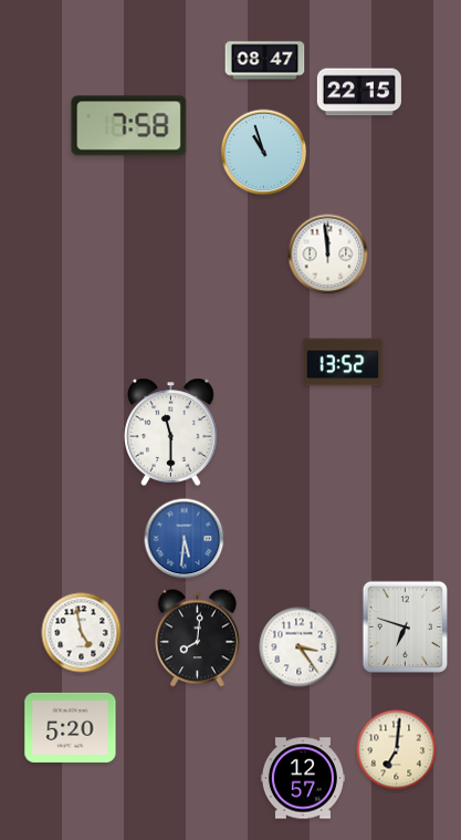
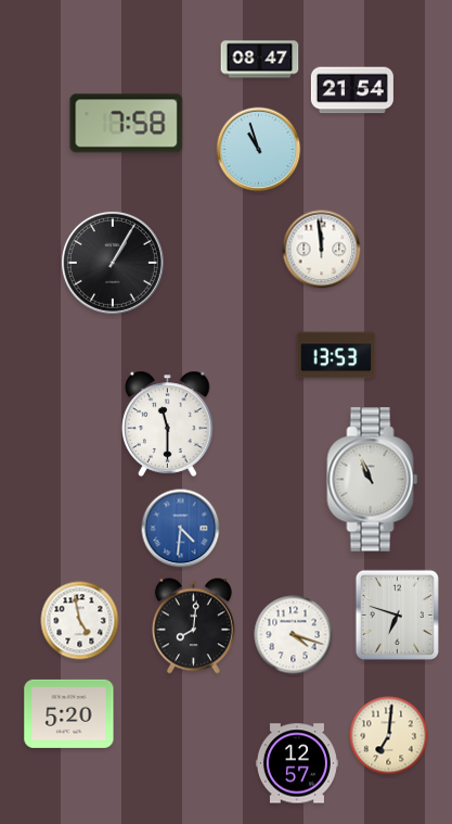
clock at (359, 92): 22:15 -> 21:54
clock at (113, 263): none -> 1:05
clock at (343, 362): 13:52 -> 13:53
clock at (373, 480): none -> 10:56
clock at (185, 539): 5:31 -> 4:31
clock at (300, 647): 3:24 -> 4:18
